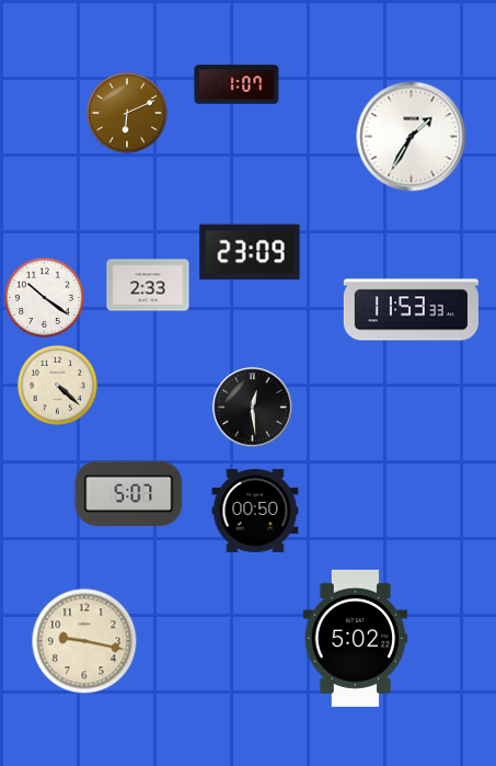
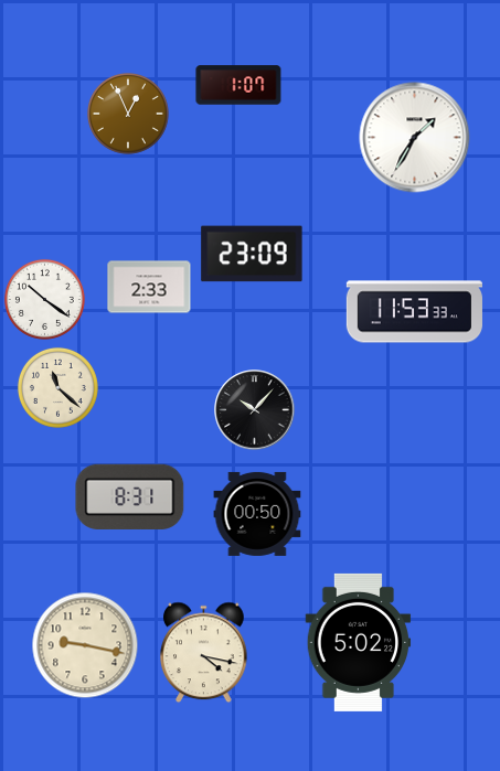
clock at (127, 113): 6:11 -> 12:56
clock at (57, 385): 4:22 -> 11:22
clock at (253, 408): 12:29 -> 10:07
clock at (129, 493): 5:07 -> 8:31
clock at (204, 653): none -> 4:17
